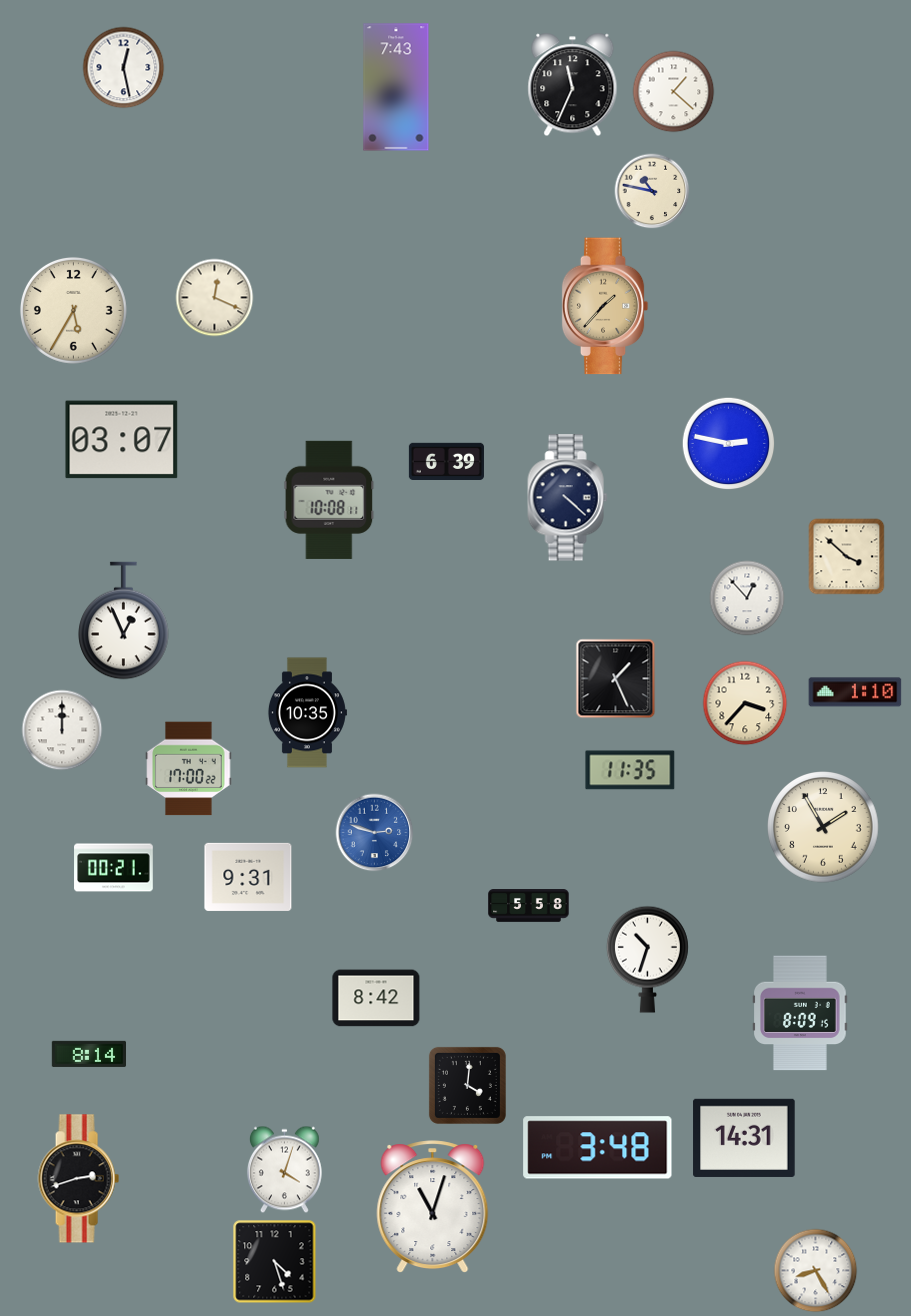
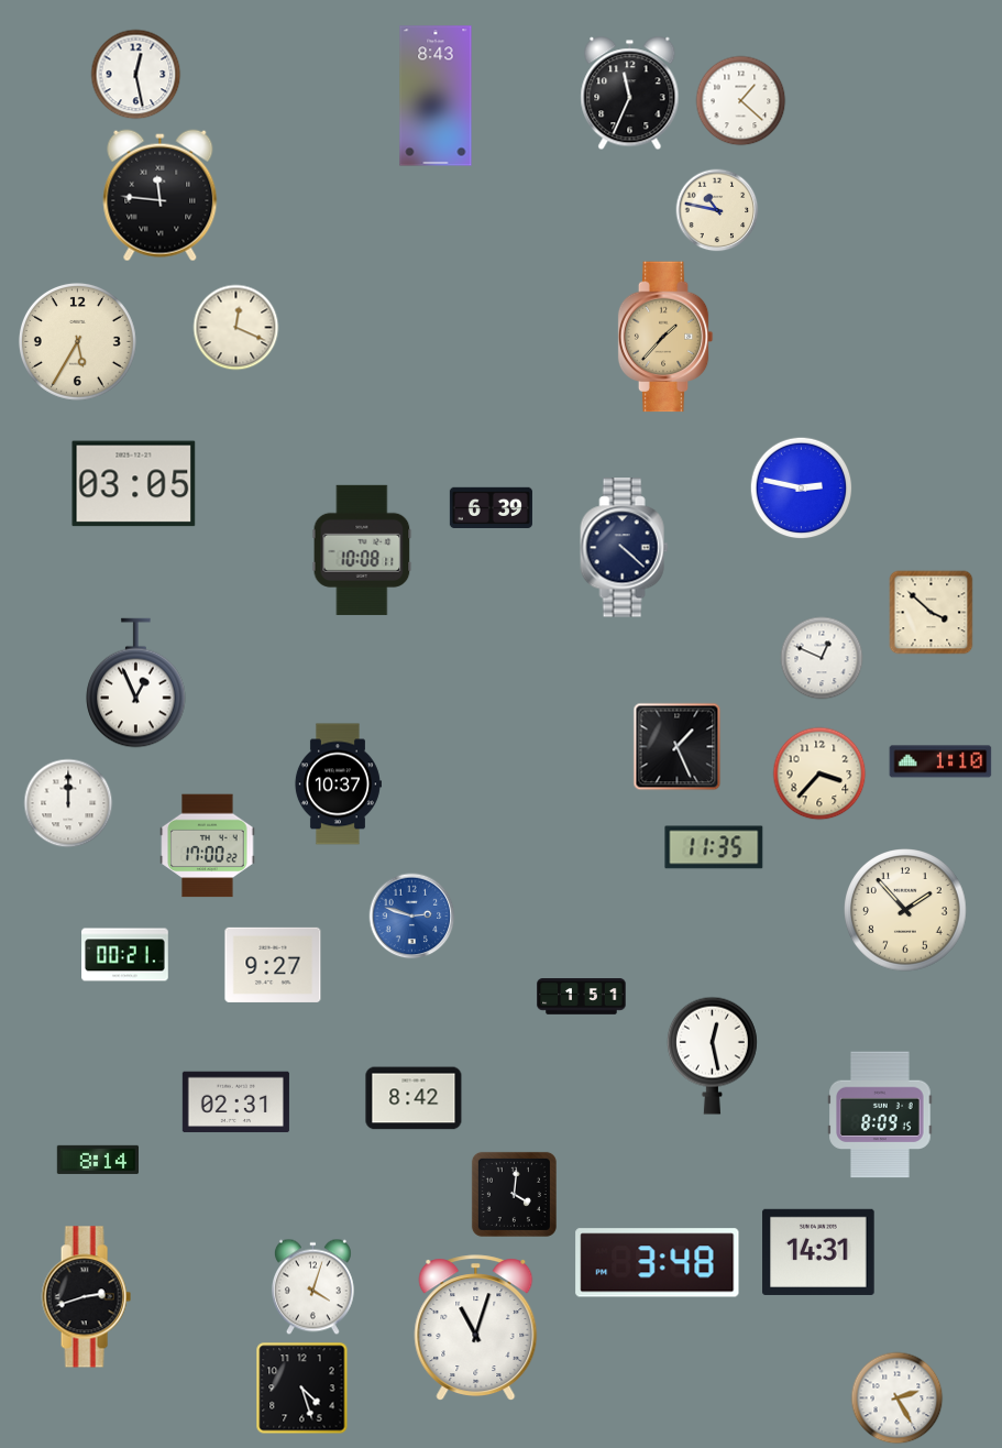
clock at (396, 87): 7:43 -> 8:43
clock at (161, 196): none -> 11:46
clock at (73, 310) position: (73, 310) -> (77, 341)
clock at (122, 440): 03:07 -> 03:05
clock at (747, 598): 12:53 -> 12:49
clock at (307, 713): 10:35 -> 10:37
clock at (630, 770) position: (630, 770) -> (714, 847)
clock at (823, 827): 1:55 -> 1:53
clock at (248, 877): 9:31 -> 9:27
clock at (529, 906): 5:58 -> 1:51
clock at (647, 959): 10:33 -> 12:28
clock at (235, 1103): none -> 02:31
clock at (816, 1271): 8:25 -> 2:25
